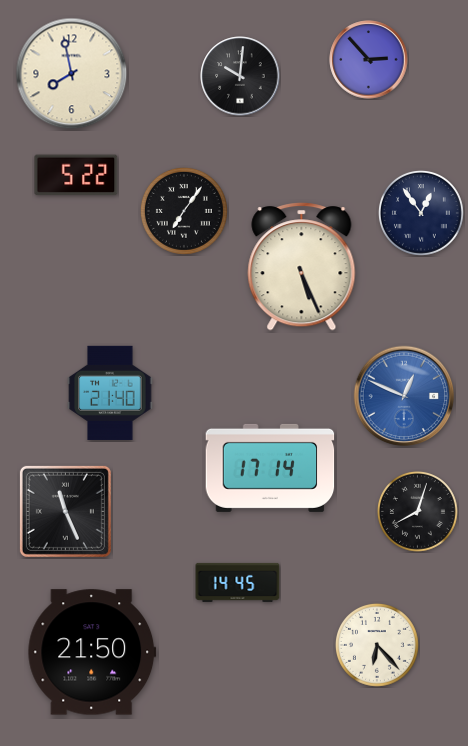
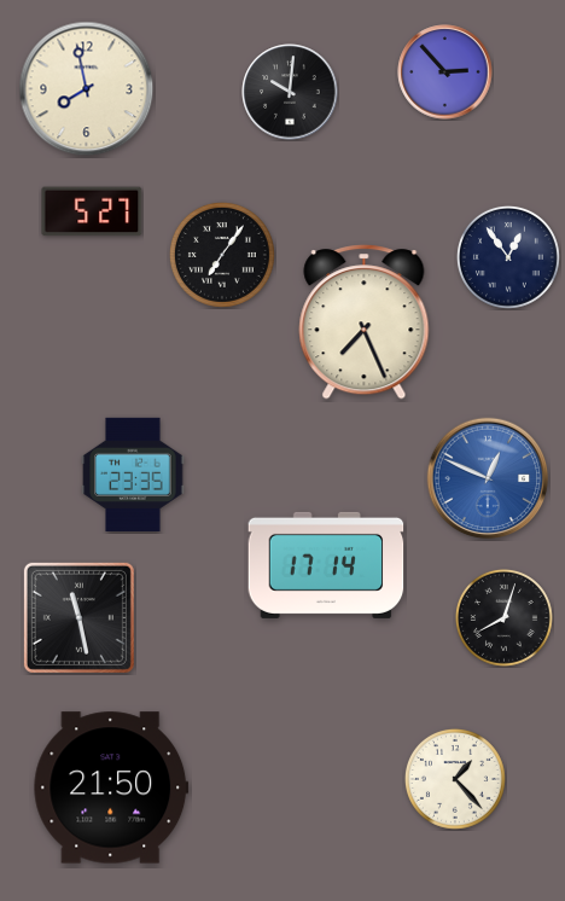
clock at (76, 175): 5:22 -> 5:27
clock at (302, 267): 5:26 -> 7:26
clock at (110, 393): 21:40 -> 23:35
clock at (65, 511): 11:26 -> 11:28
clock at (238, 582): 14:45 -> none
clock at (377, 645): 6:23 -> 1:23
